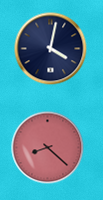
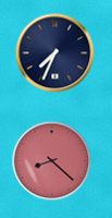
clock at (51, 49): 4:02 -> 7:34
